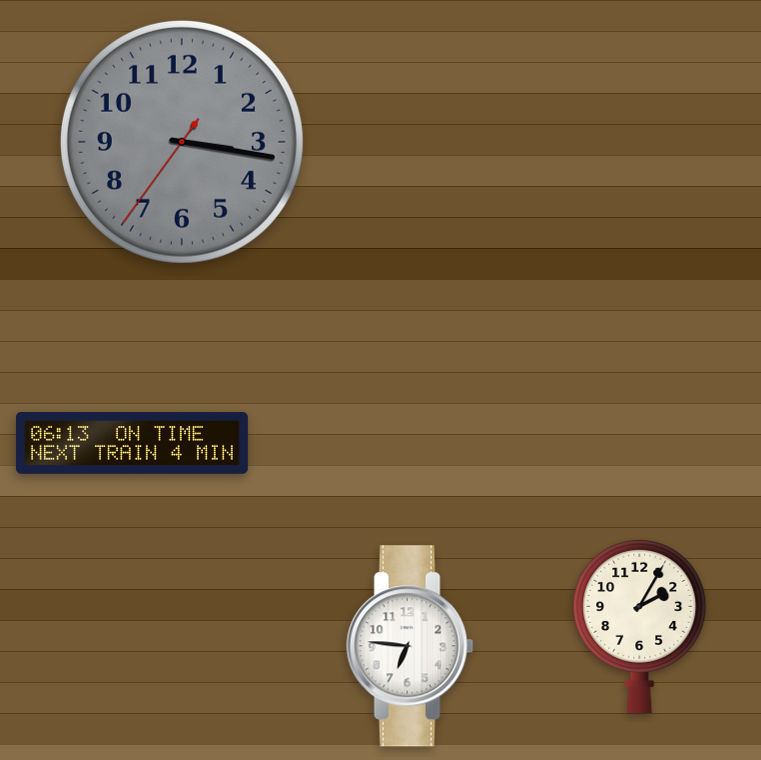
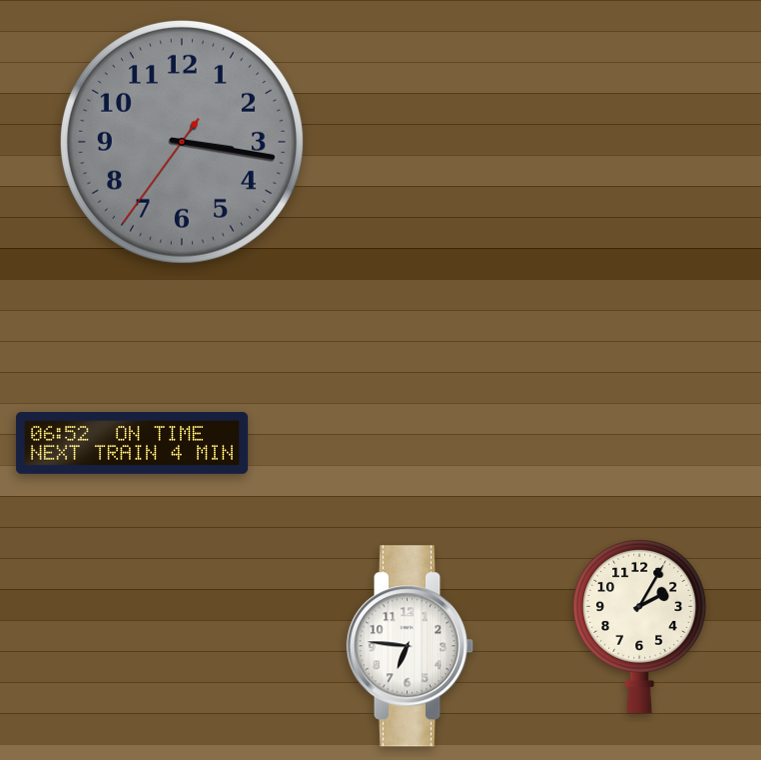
clock at (132, 443): 06:13 -> 06:52
